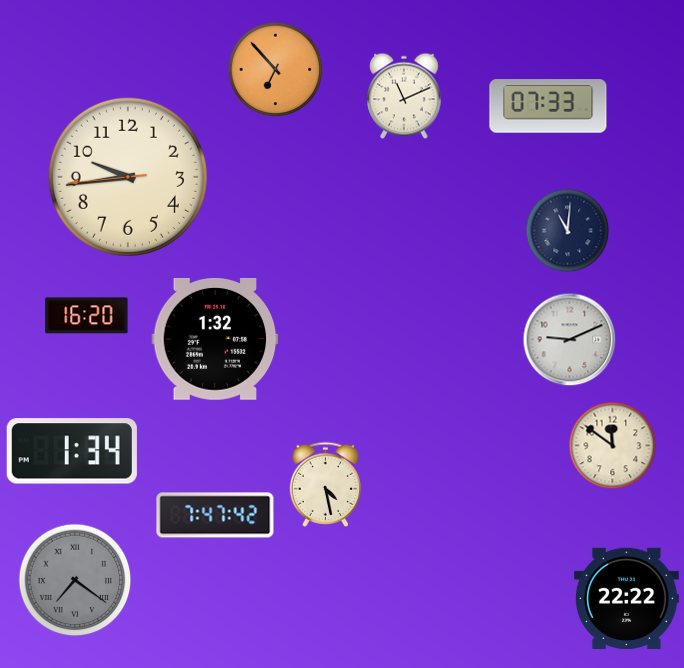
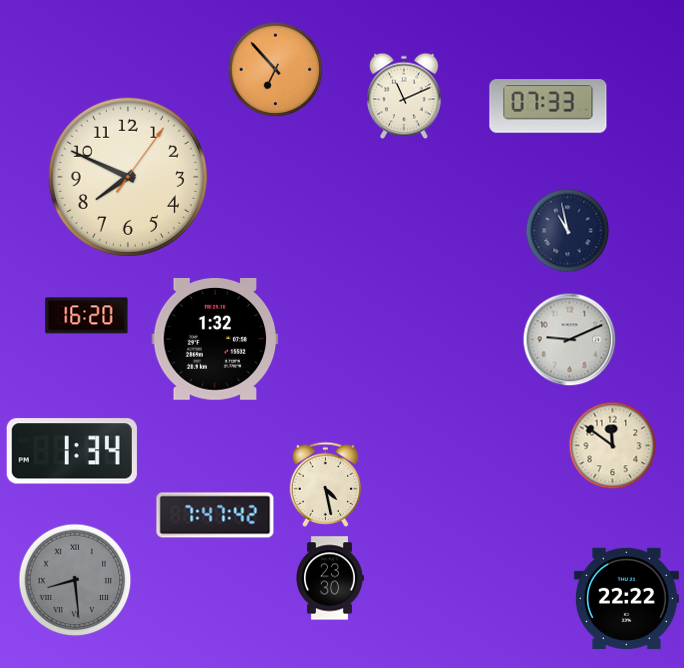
clock at (128, 177): 9:43 -> 7:49
clock at (568, 231): 11:01 -> 10:58
clock at (330, 578): none -> 23:30
clock at (75, 580): 7:21 -> 8:29
